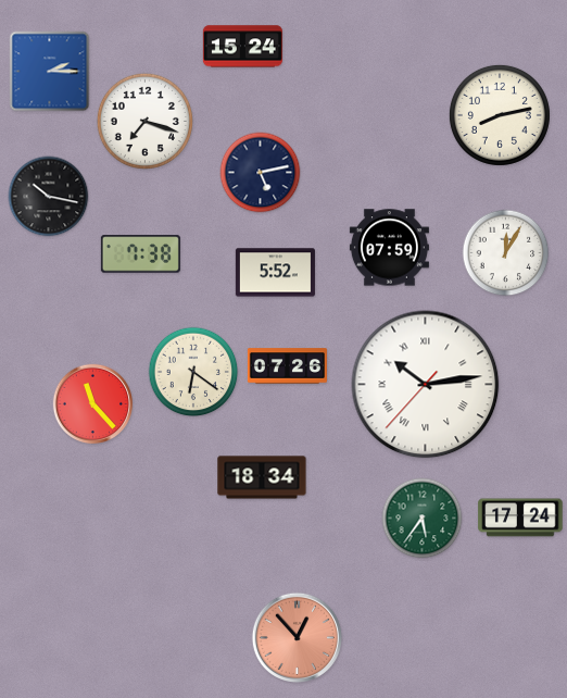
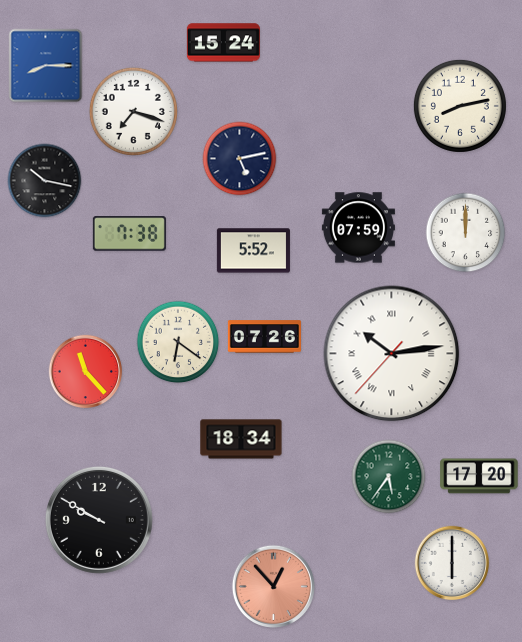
clock at (50, 72): 2:15 -> 8:15
clock at (506, 253): 12:05 -> 12:00
clock at (520, 518): 17:24 -> 17:20
clock at (99, 520): none -> 9:50
clock at (452, 563): none -> 6:00
